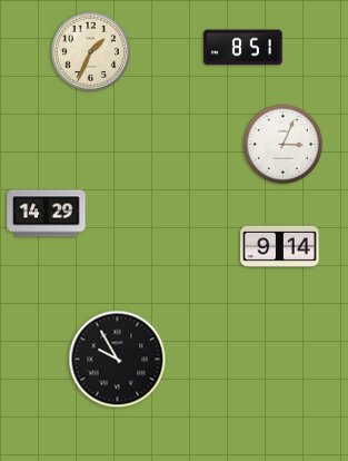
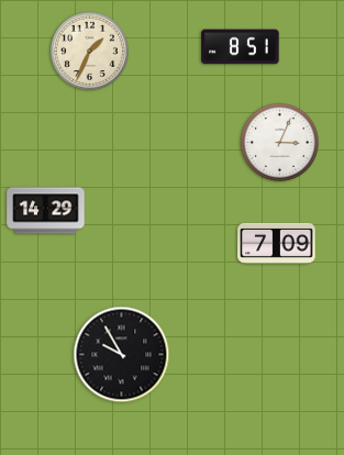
clock at (280, 246): 9:14 -> 7:09
clock at (118, 360) position: (118, 360) -> (122, 355)
